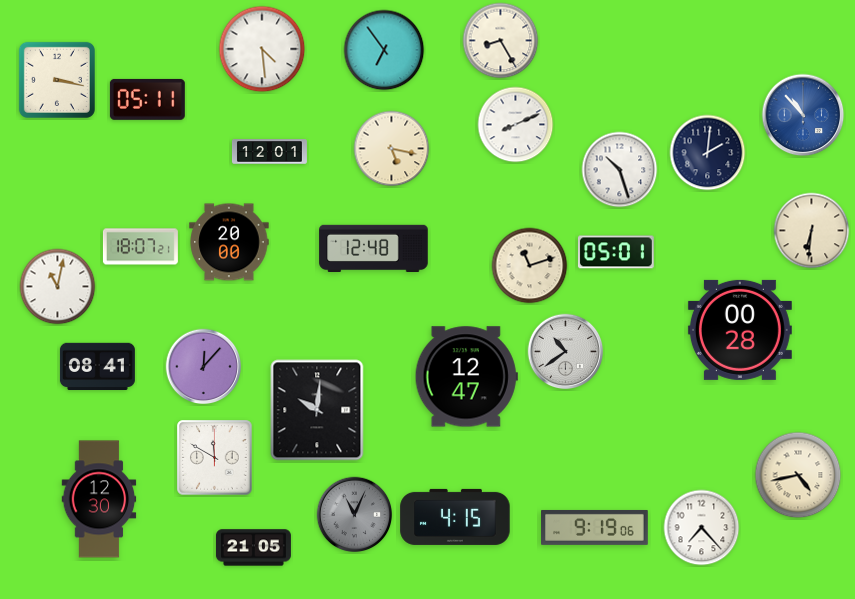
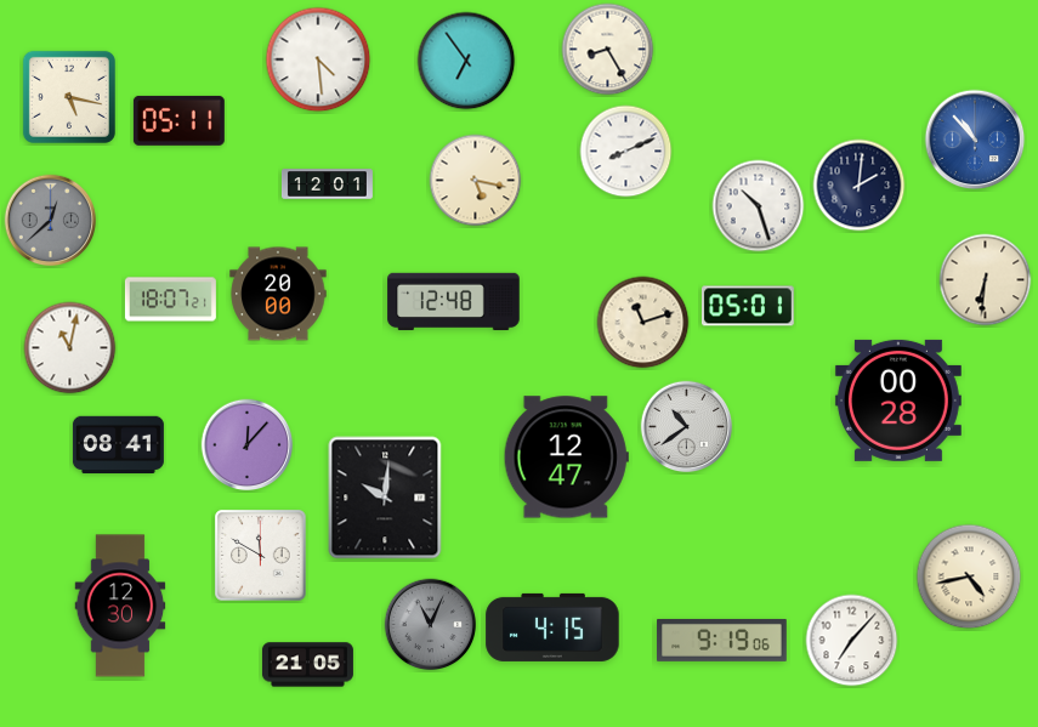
clock at (57, 80): 3:17 -> 5:17
clock at (620, 170) position: (620, 170) -> (759, 206)
clock at (51, 221): none -> 12:38
clock at (702, 528): 7:23 -> 7:07
